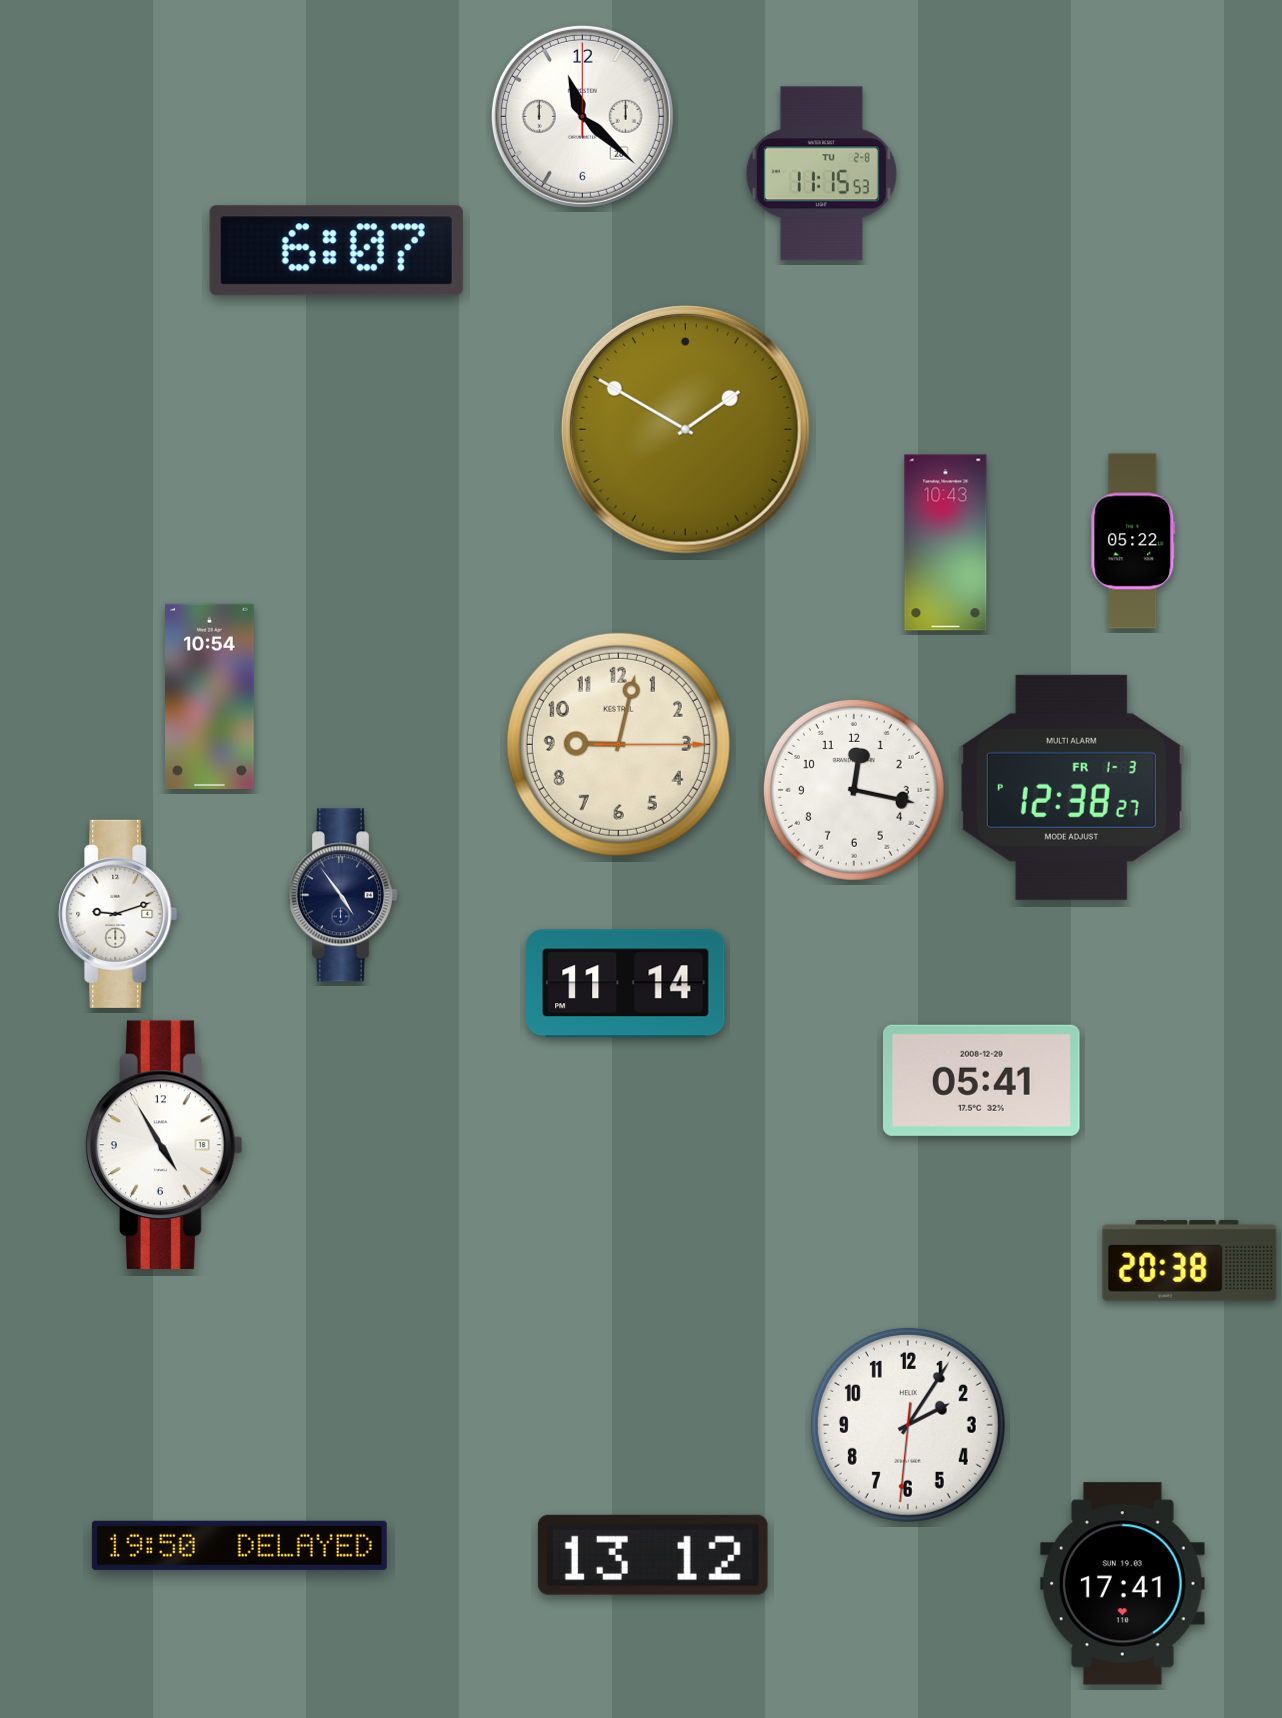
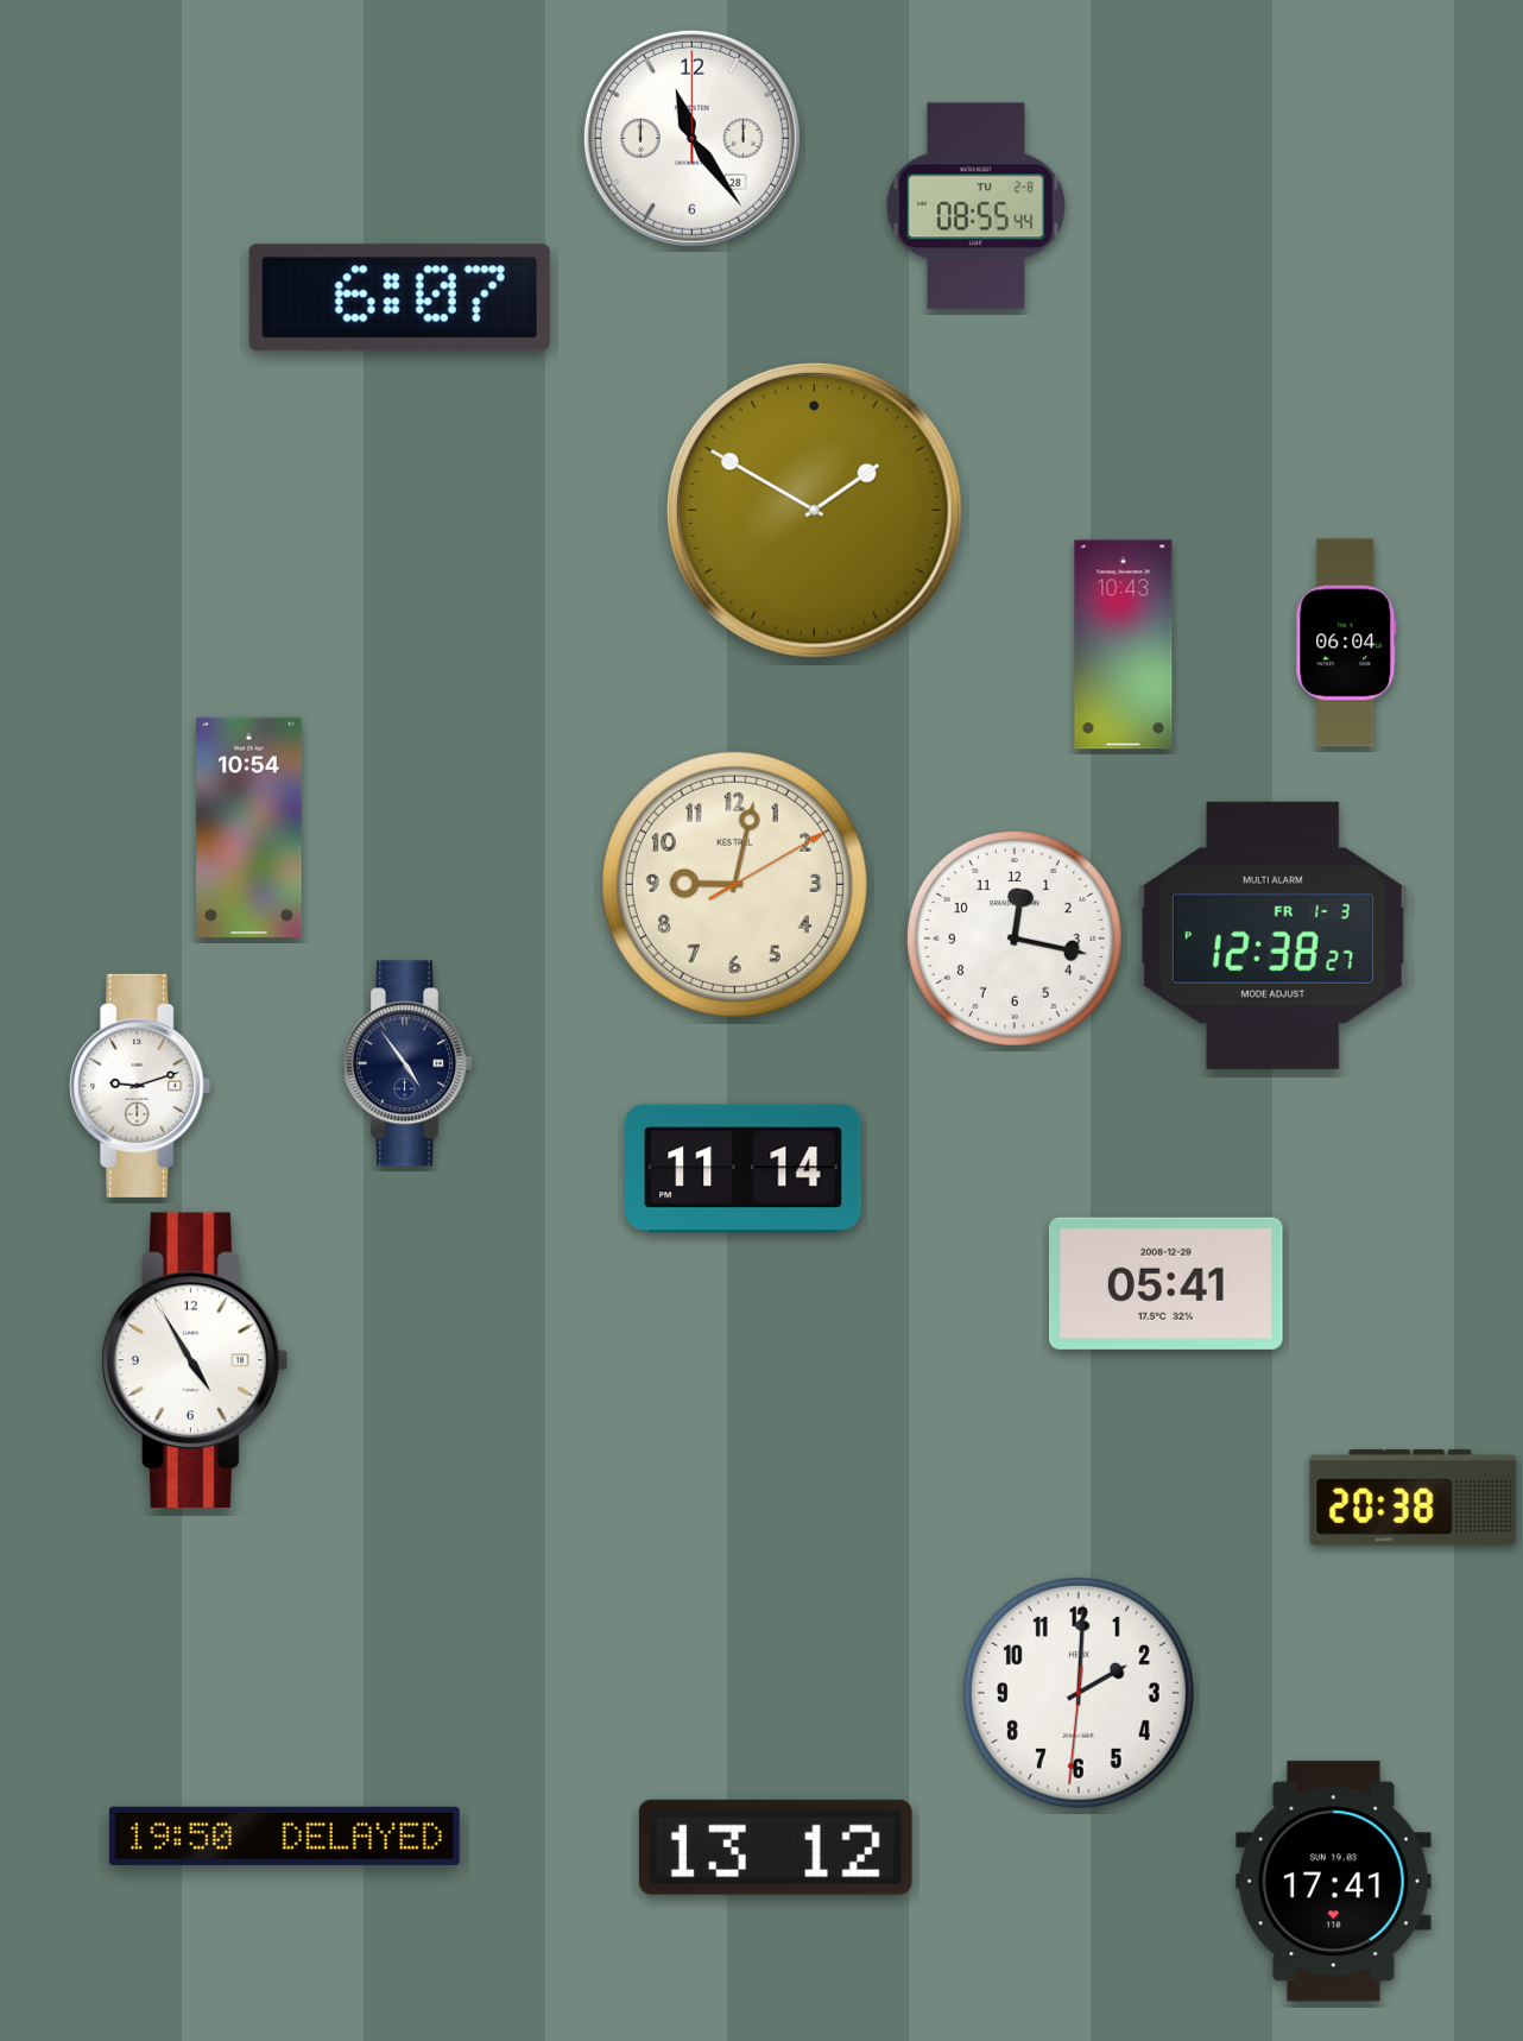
clock at (582, 116): 11:22 -> 11:24
clock at (821, 174): 11:15 -> 08:55
clock at (1133, 541): 05:22 -> 06:04
clock at (618, 744): 9:02:15 -> 9:02:10
clock at (908, 1425): 2:05 -> 2:00
